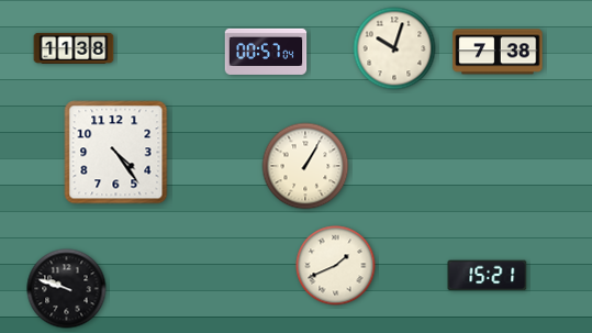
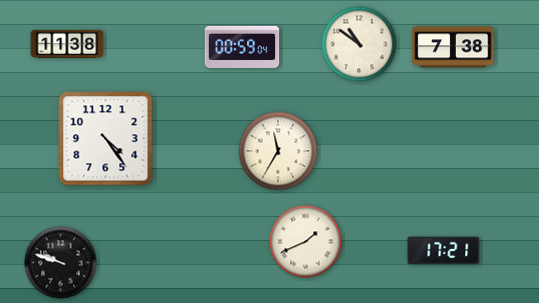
clock at (394, 48): 10:03 -> 10:51
clock at (266, 52): 00:57 -> 00:59
clock at (305, 166): 1:05 -> 11:35
clock at (488, 276): 15:21 -> 17:21
